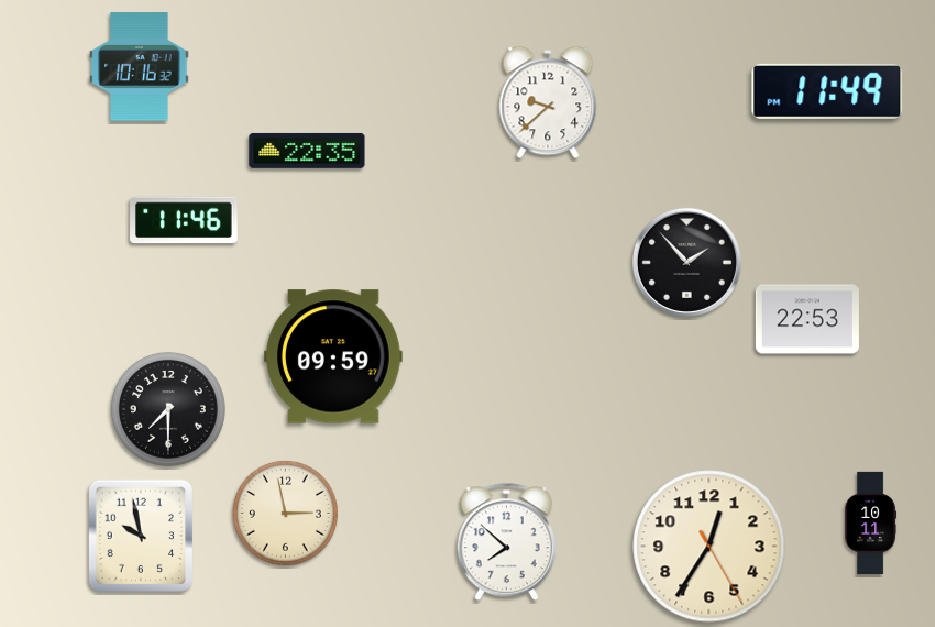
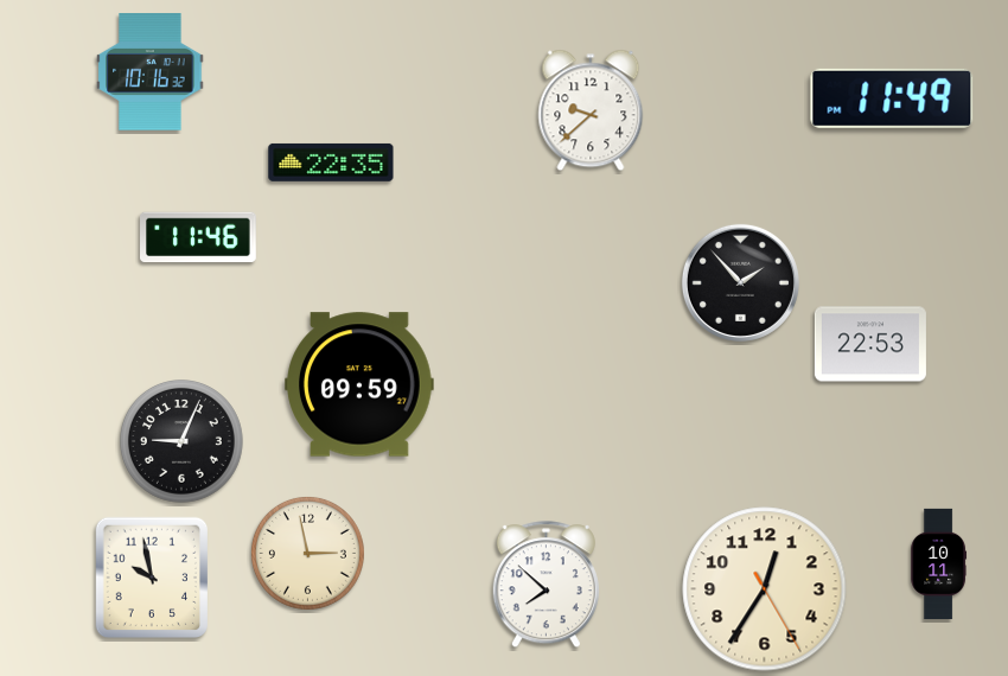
clock at (169, 410): 7:30 -> 9:04
